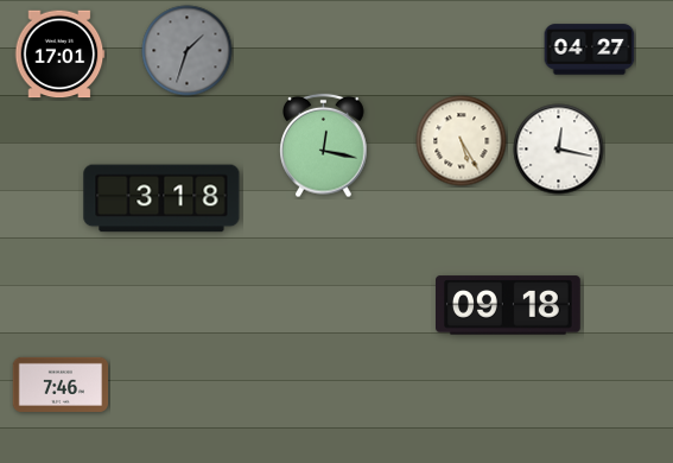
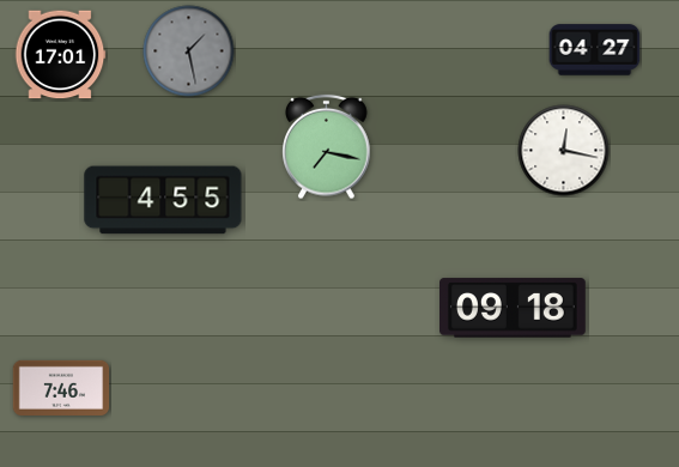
clock at (188, 51): 1:33 -> 1:28
clock at (462, 141): 5:25 -> none
clock at (324, 146): 12:17 -> 7:17
clock at (161, 198): 3:18 -> 4:55
